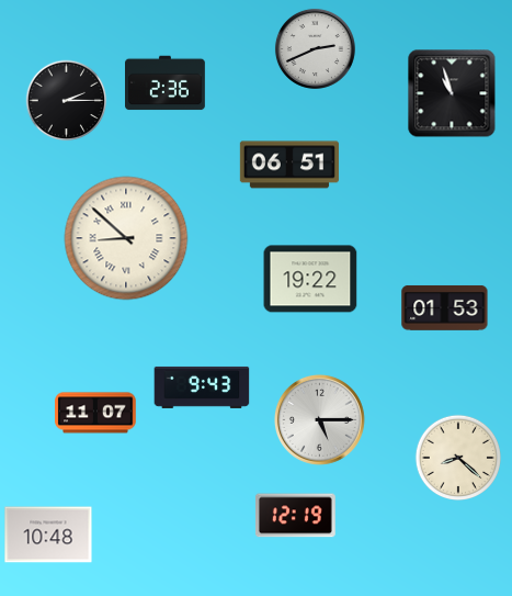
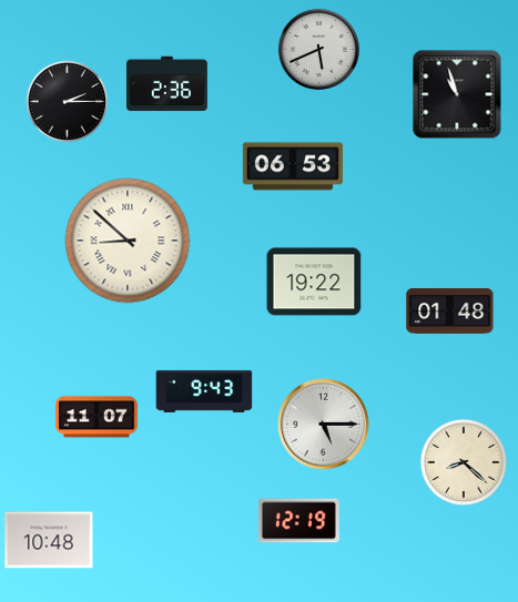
clock at (315, 48): 2:41 -> 5:41
clock at (289, 165): 06:51 -> 06:53
clock at (445, 308): 01:53 -> 01:48
